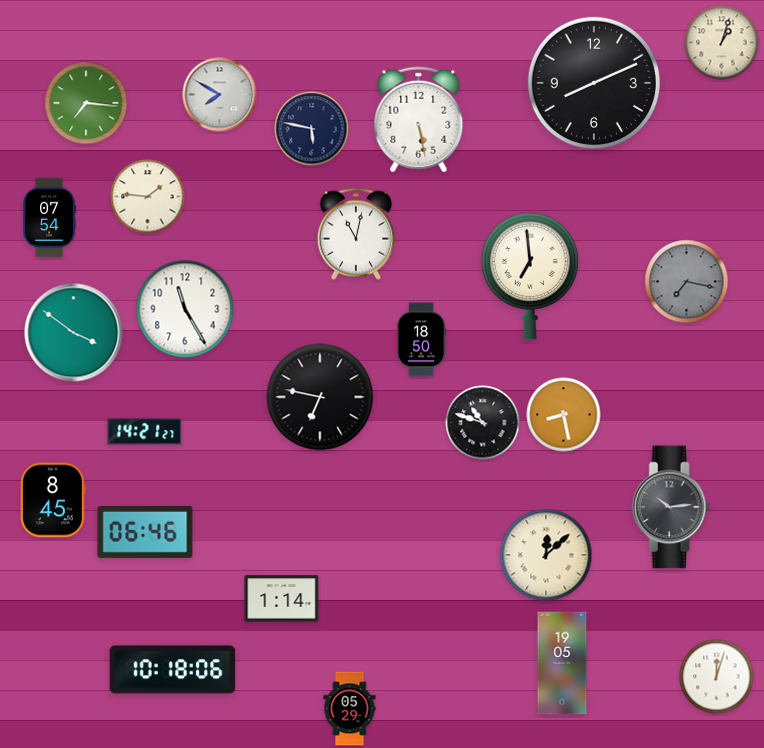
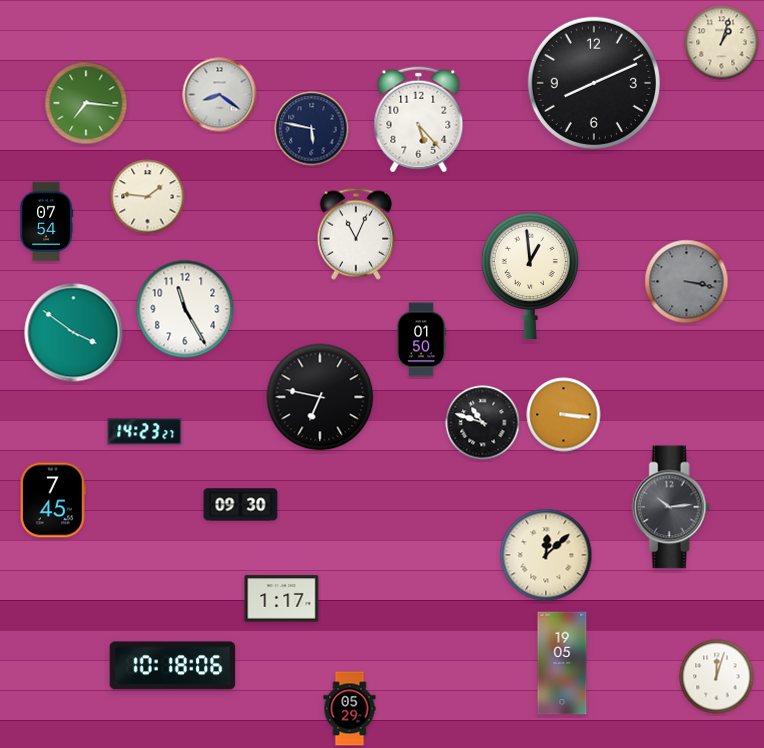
clock at (220, 95): 7:50 -> 8:21
clock at (419, 120): 5:28 -> 5:23
clock at (50, 218) position: (50, 218) -> (47, 222)
clock at (355, 234): 11:02 -> 11:04
clock at (530, 276): 6:59 -> 12:59
clock at (687, 282): 7:17 -> 3:17
clock at (422, 340): 18:50 -> 01:50
clock at (564, 415): 8:28 -> 3:16
clock at (145, 432): 14:21 -> 14:23
clock at (53, 500): 8:45 -> 7:45
clock at (241, 505): none -> 09:30
clock at (145, 532): 06:46 -> none
clock at (282, 599): 1:14 -> 1:17
clock at (173, 670) position: (173, 670) -> (173, 666)
